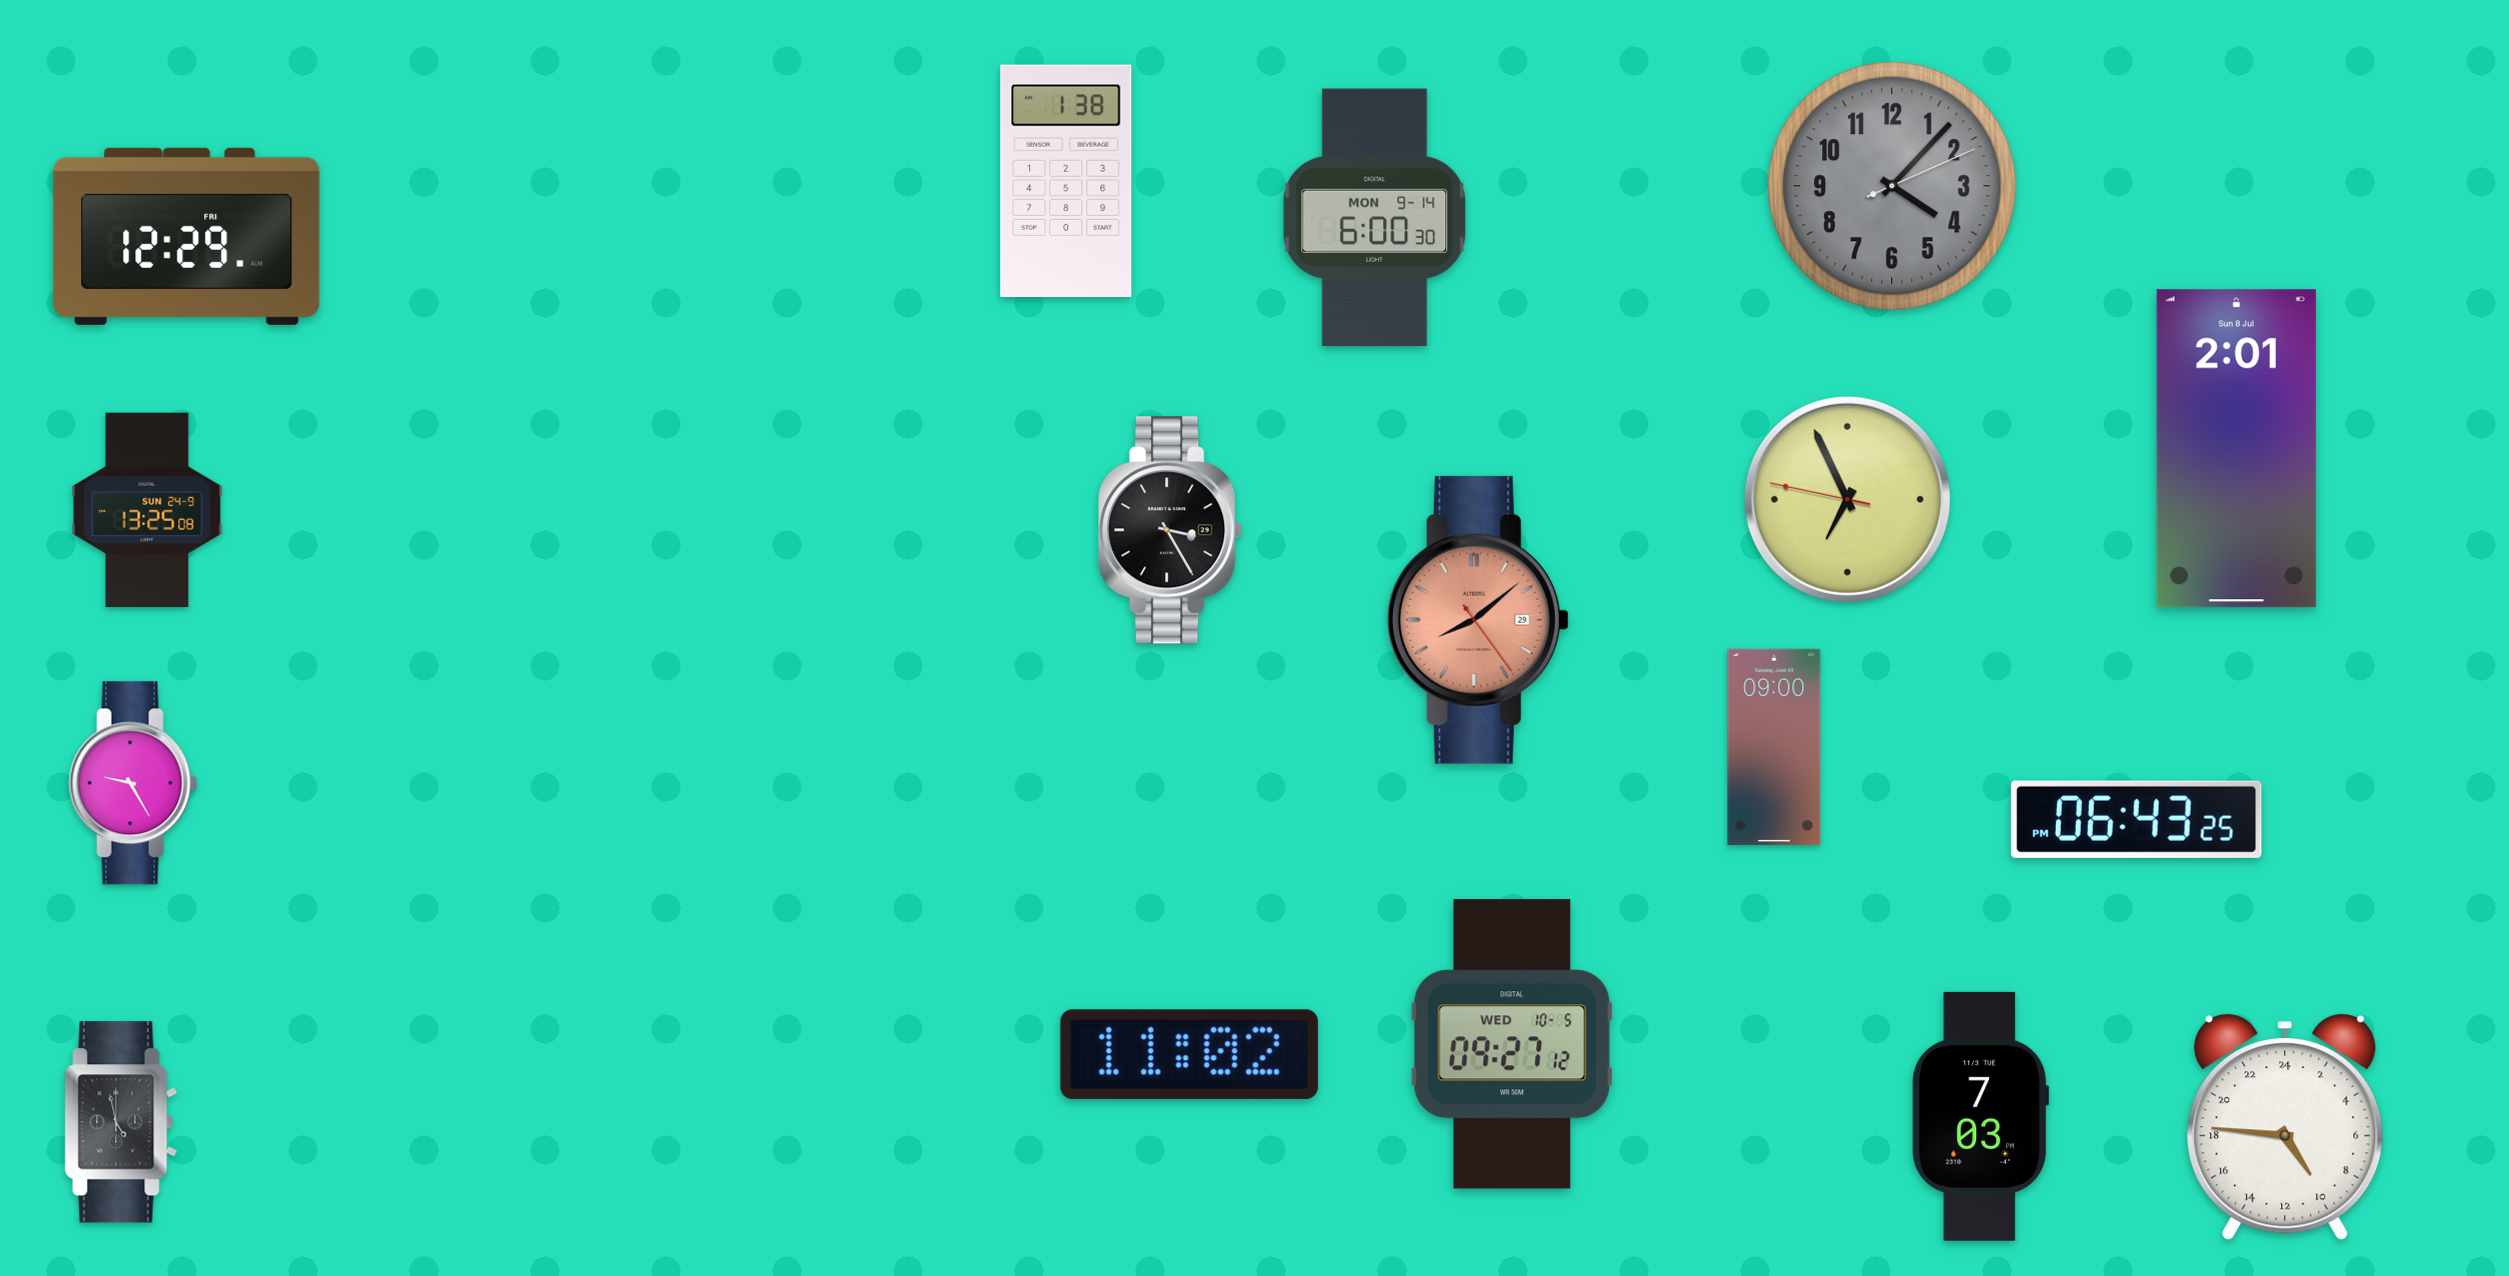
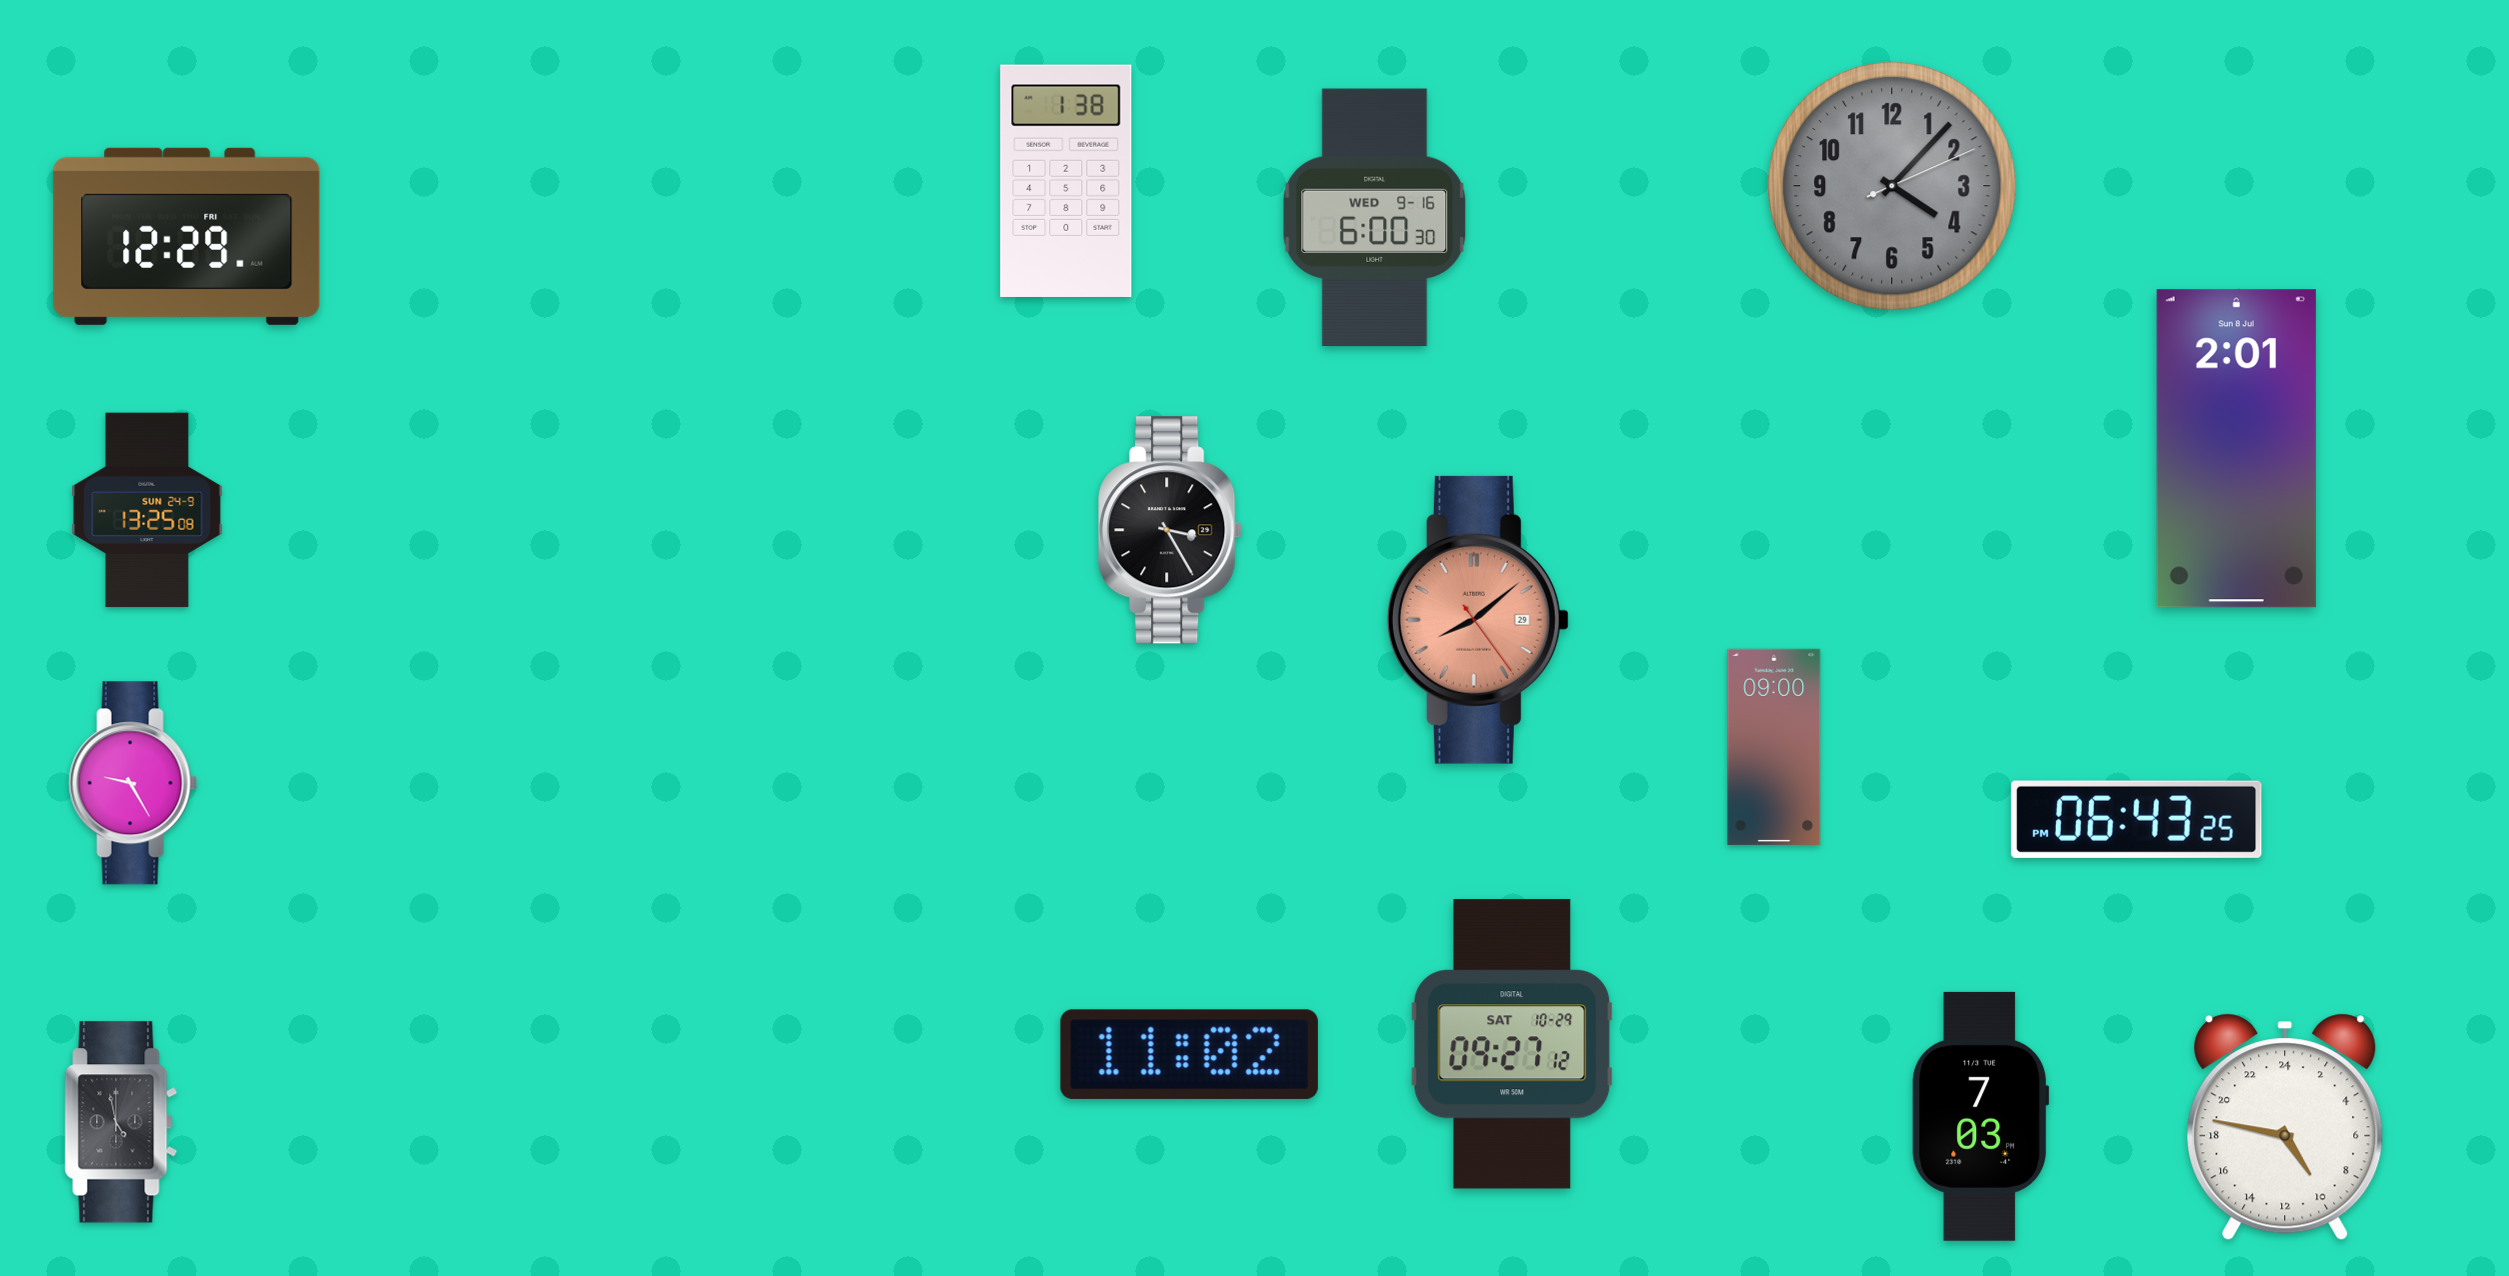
clock at (1375, 218) date: MON 9-14 -> WED 9-16
clock at (1847, 499): 6:55 -> none
clock at (1512, 1044) date: WED 10-5 -> SAT 10-29
clock at (2285, 1127): 9:46 -> 9:47
